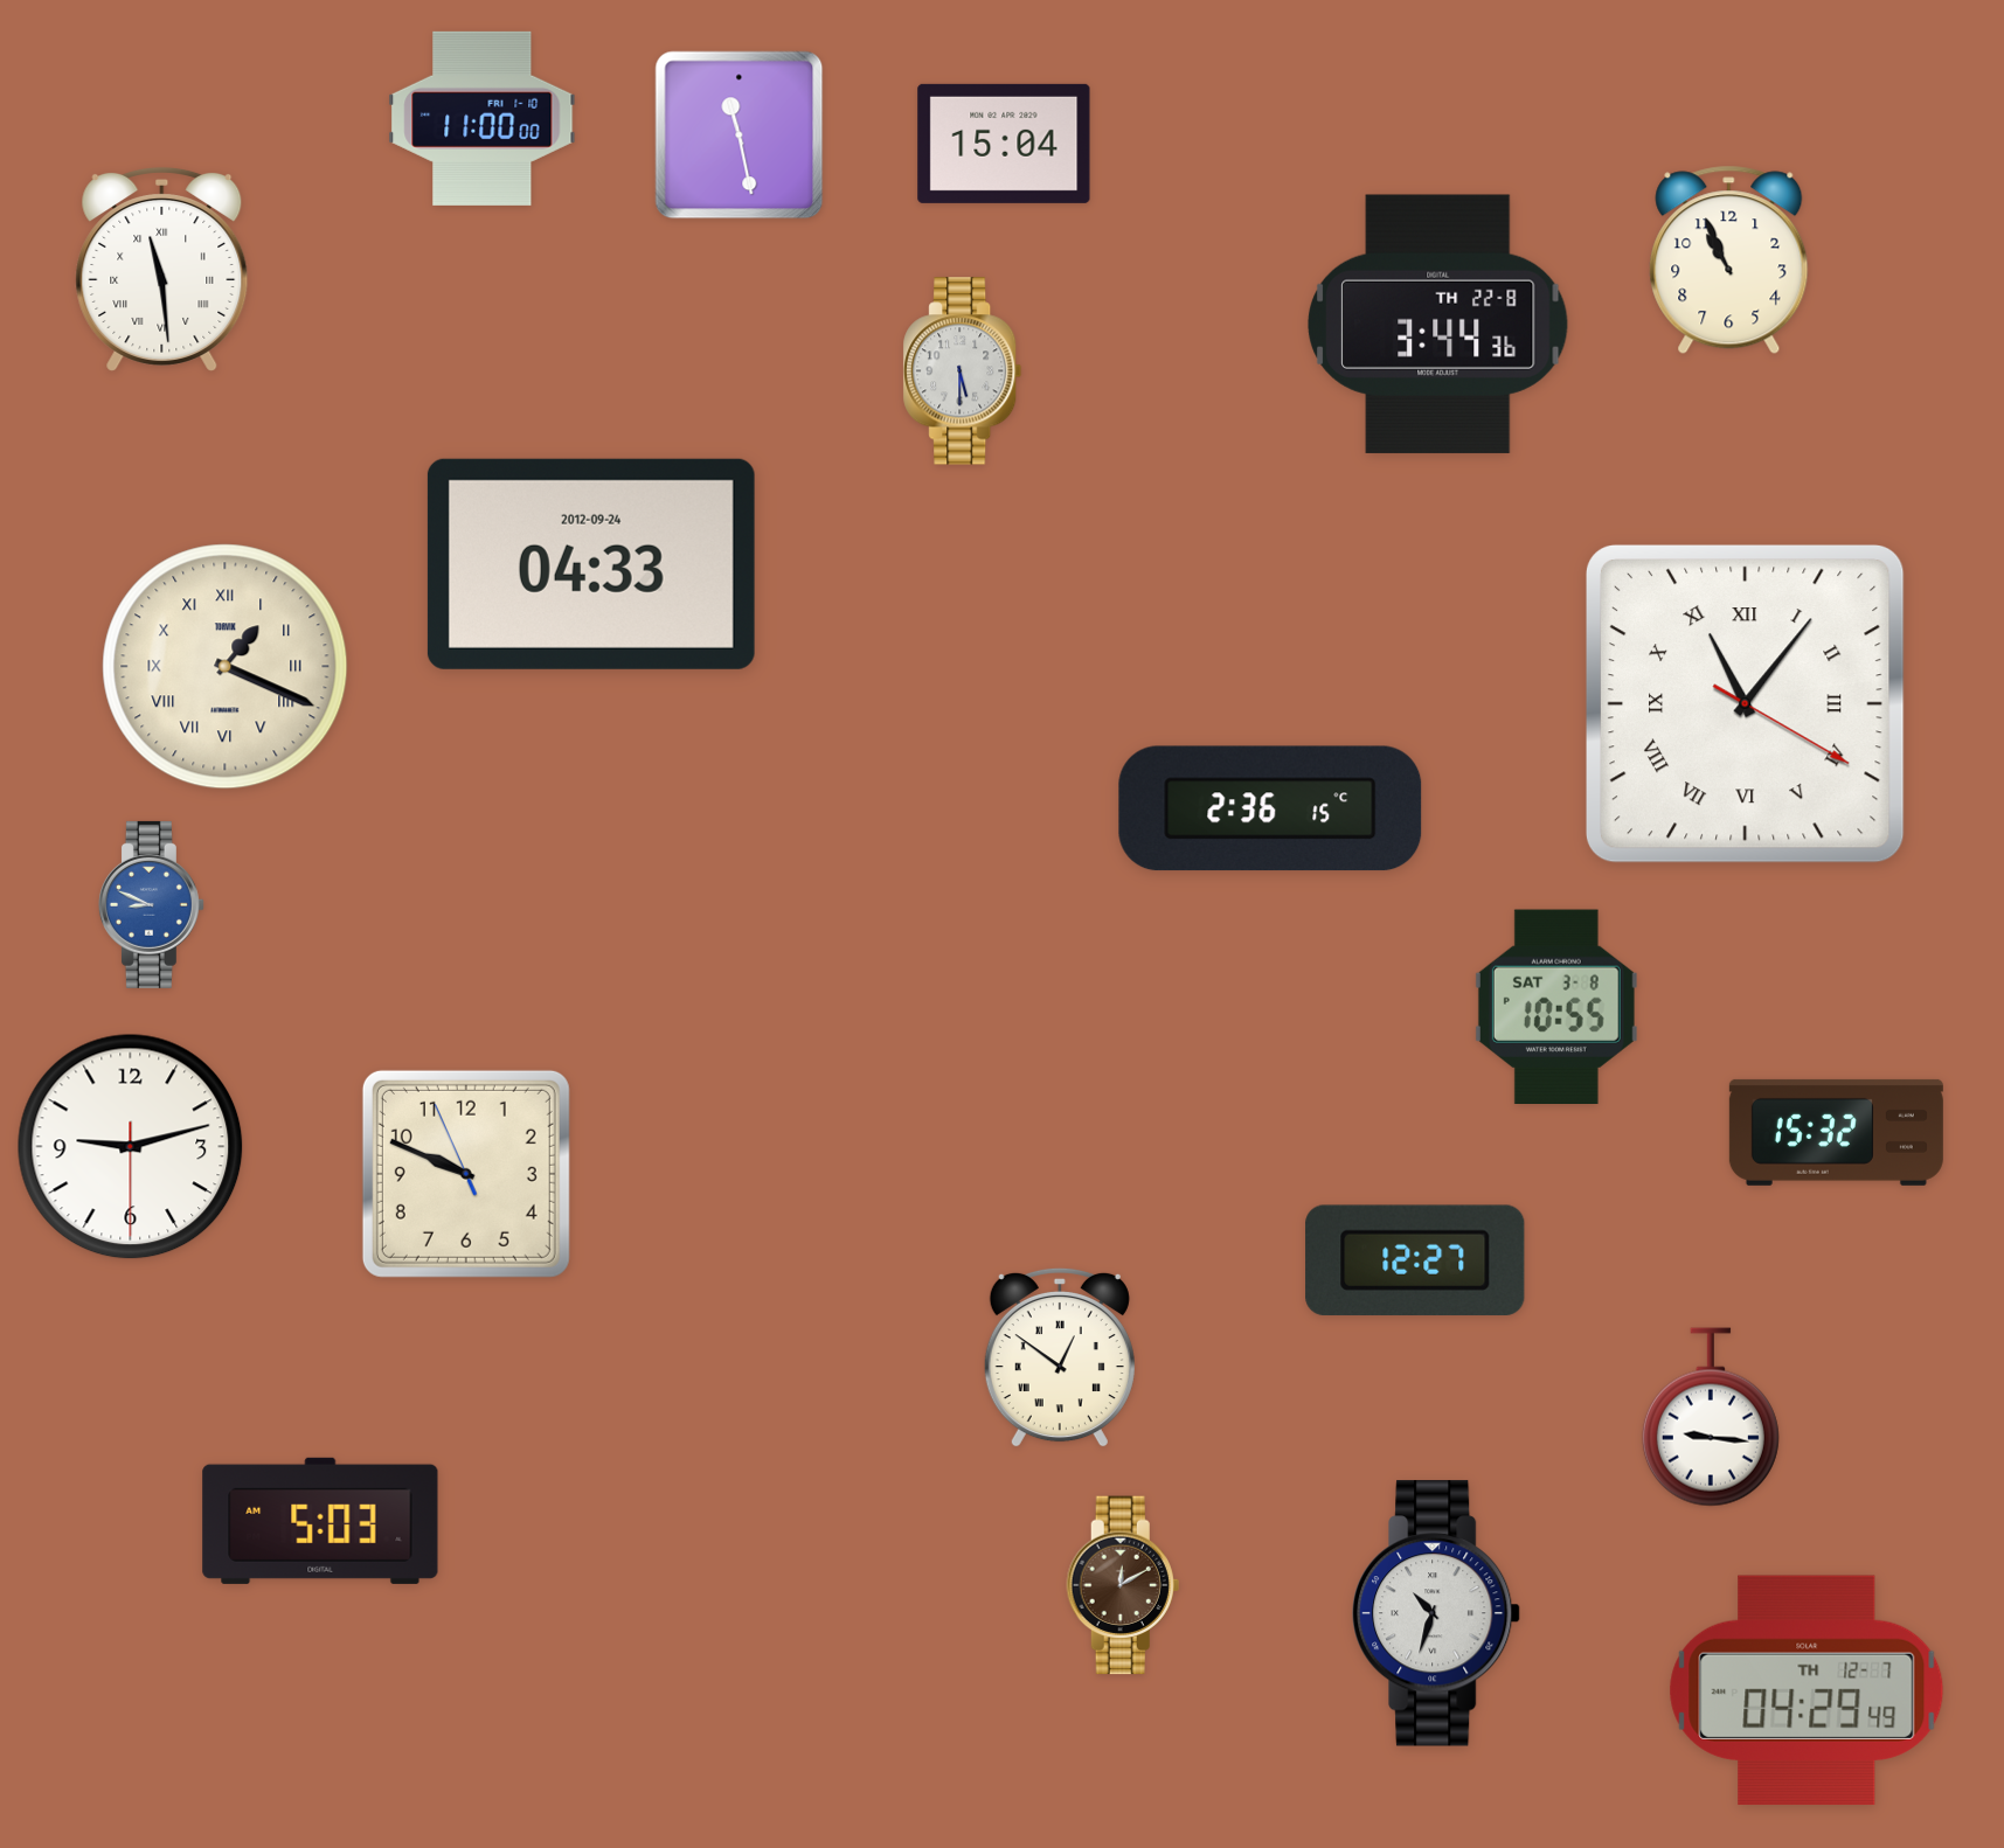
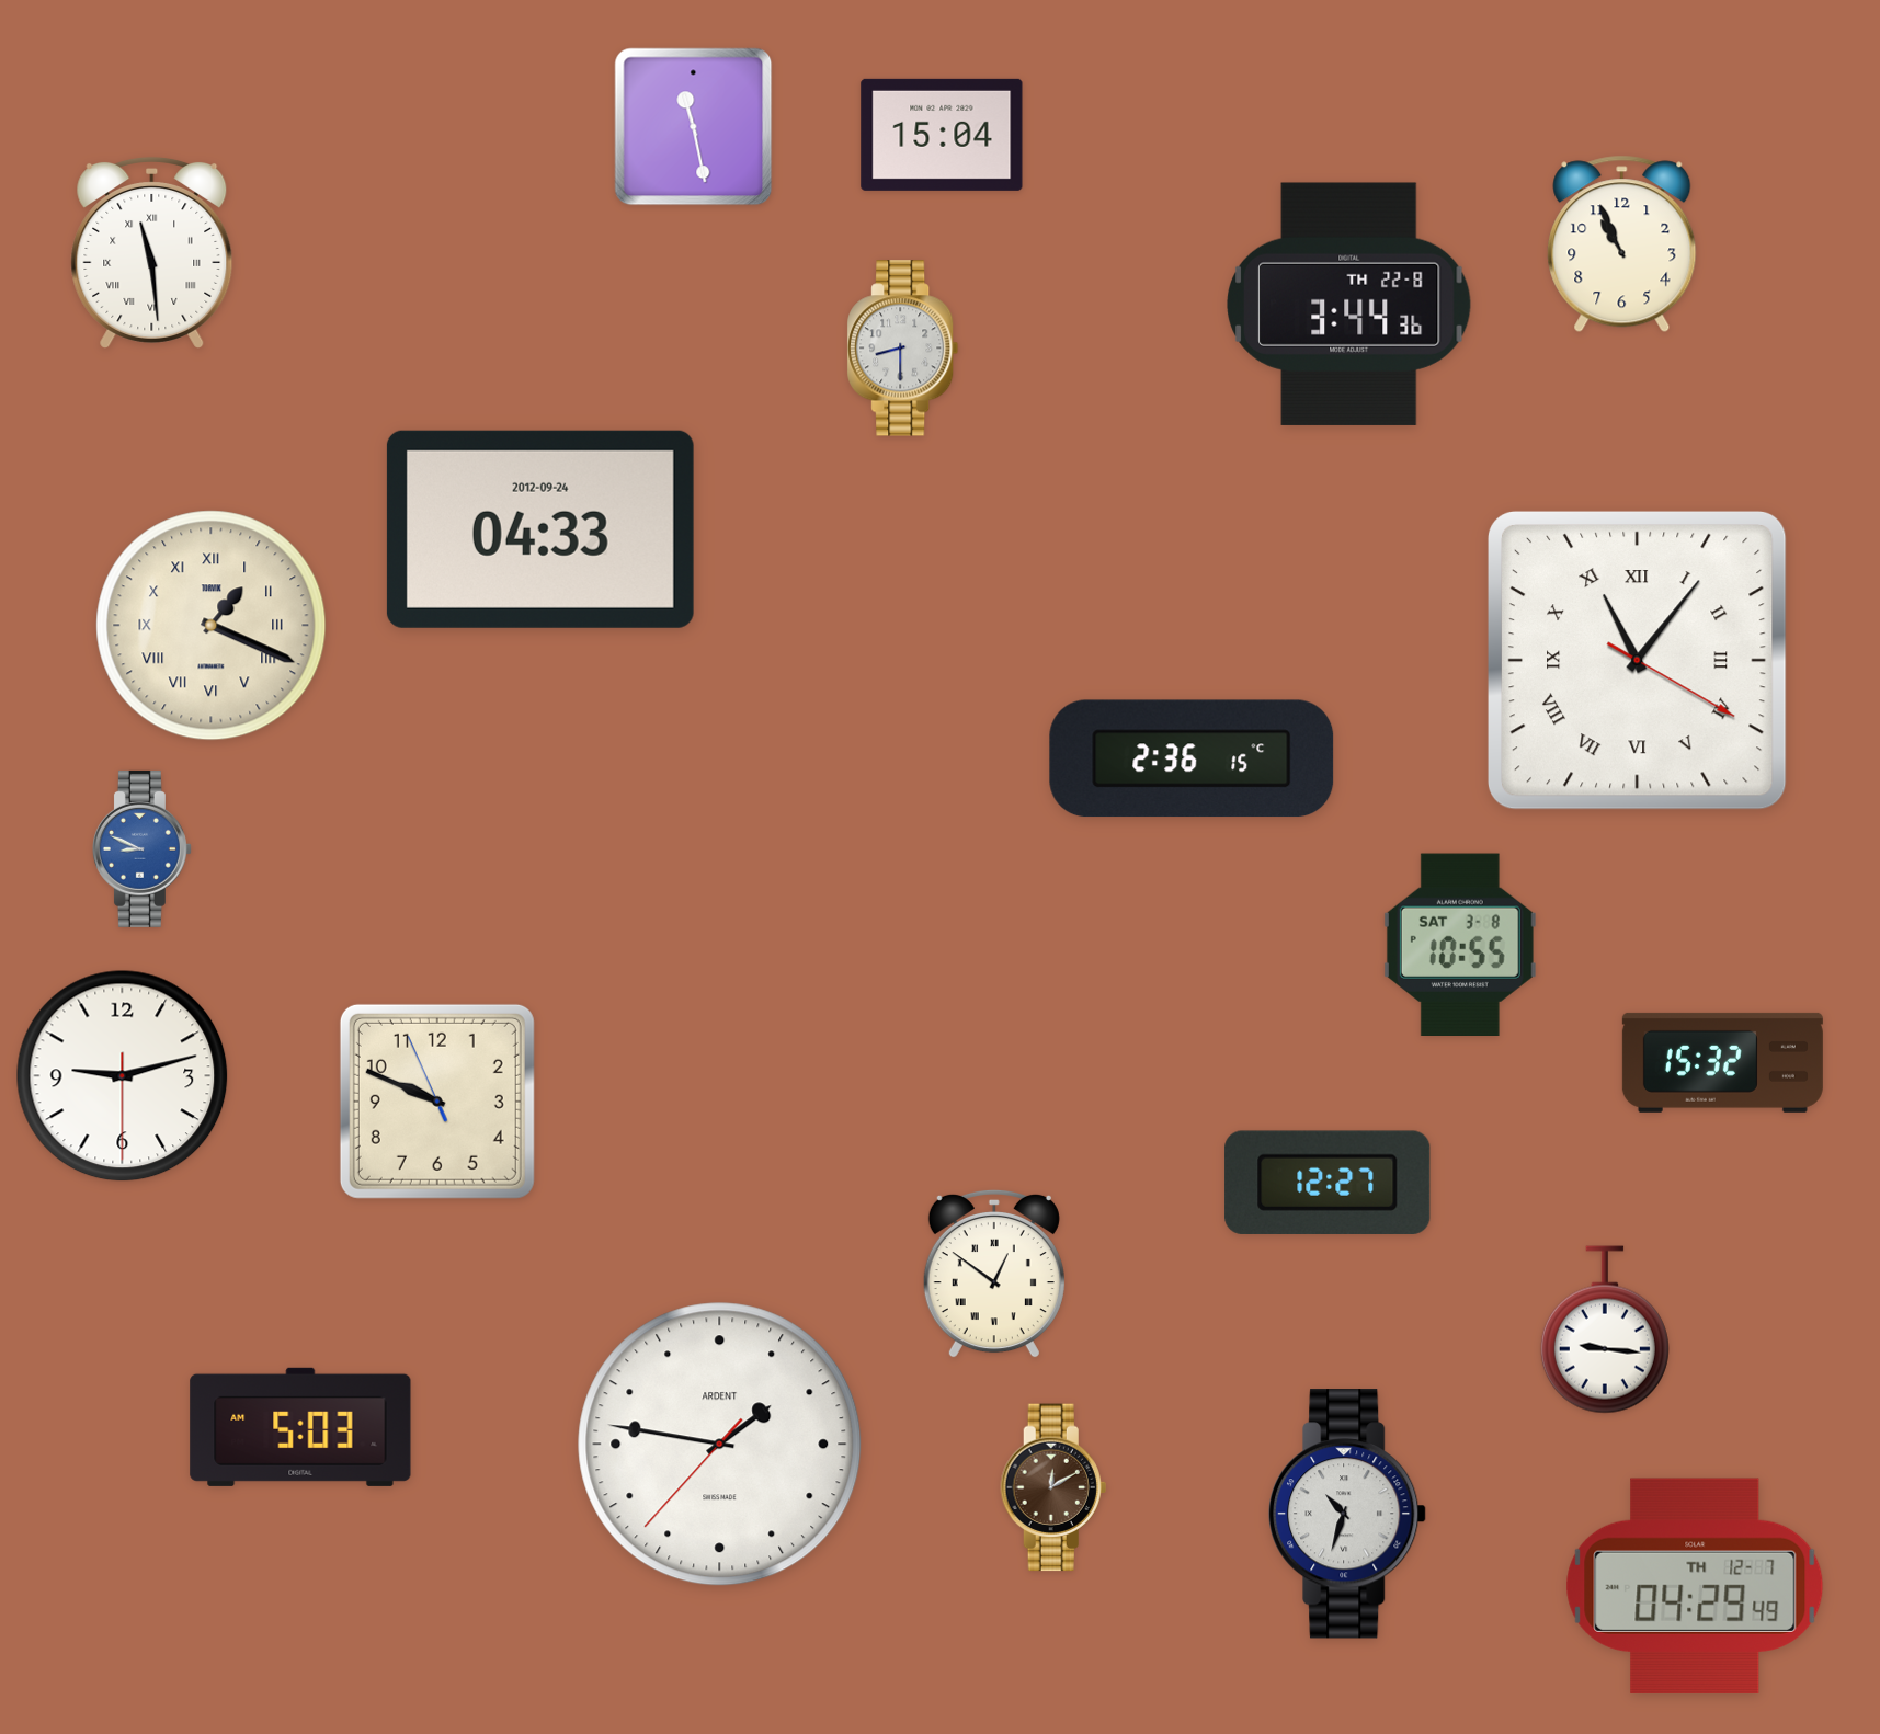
clock at (483, 118): 11:00 -> none
clock at (963, 371): 5:30 -> 8:30
clock at (591, 564) position: (591, 564) -> (540, 529)
clock at (720, 1445): none -> 1:46
